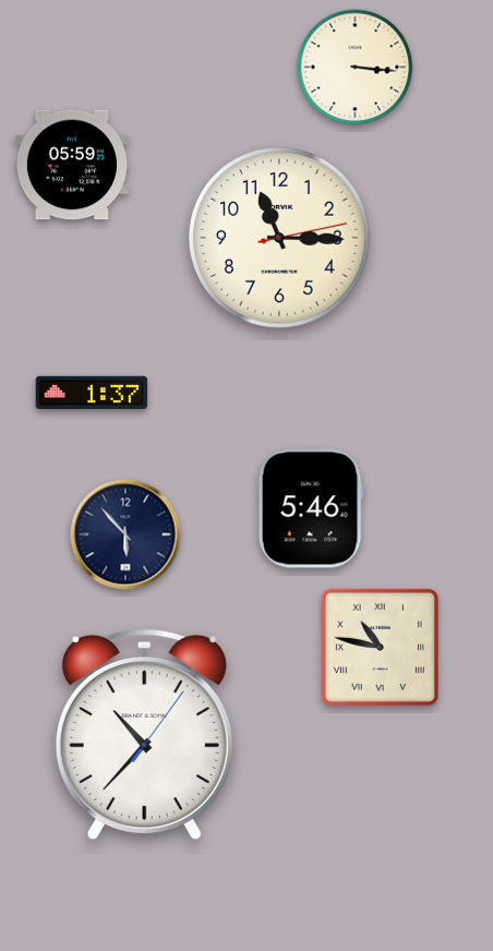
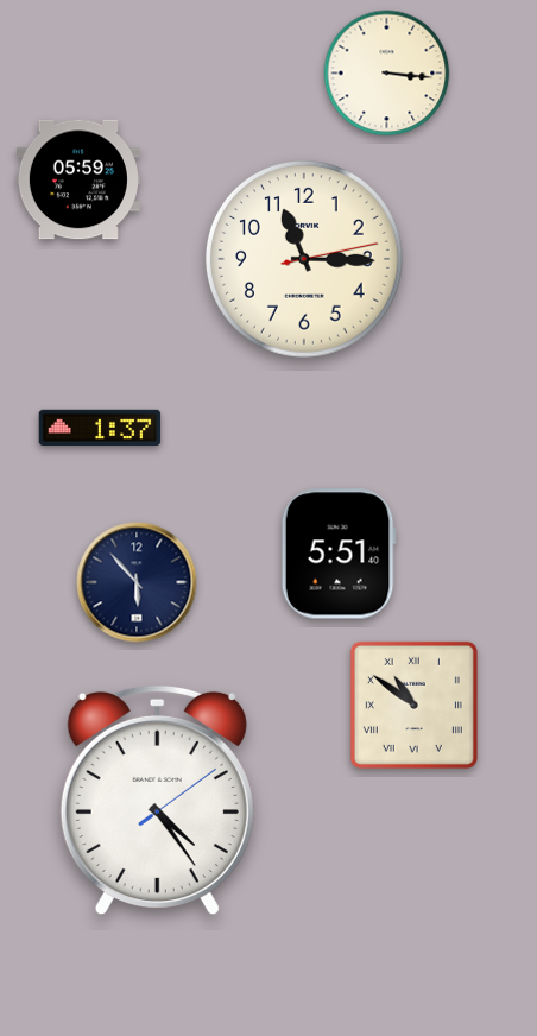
clock at (311, 508): 5:46 -> 5:51
clock at (380, 647): 10:47 -> 10:51
clock at (144, 735): 10:37 -> 4:24
